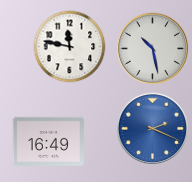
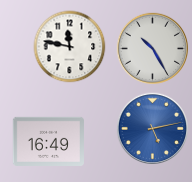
clock at (152, 48): 10:28 -> 10:25
clock at (152, 128): 2:19 -> 5:13
